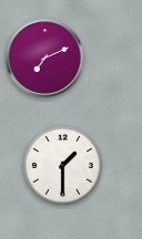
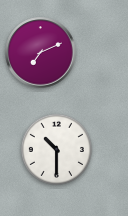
clock at (62, 165): 1:30 -> 10:30
